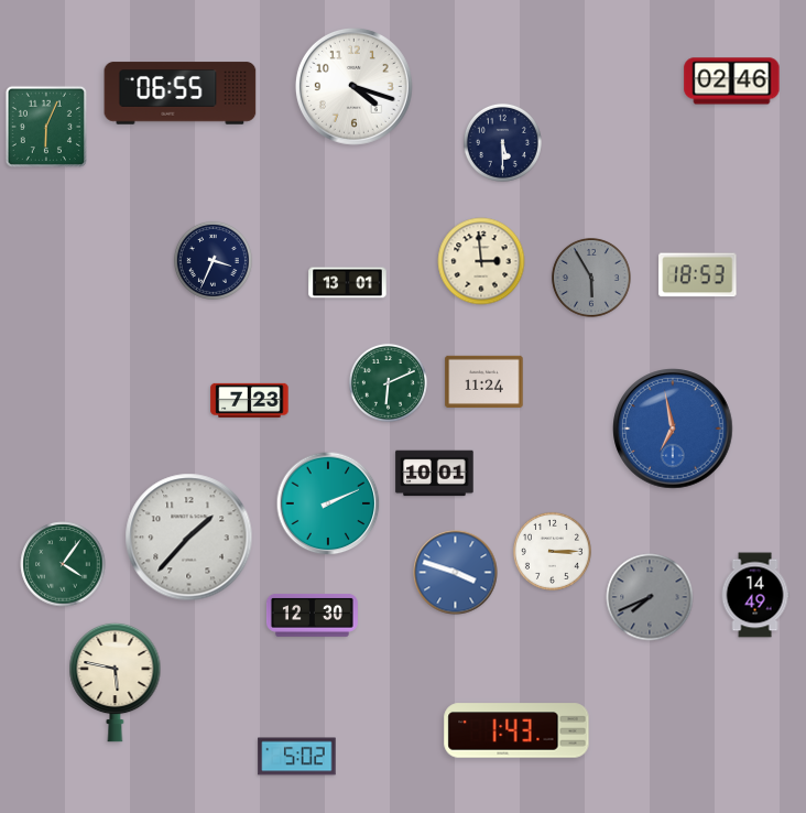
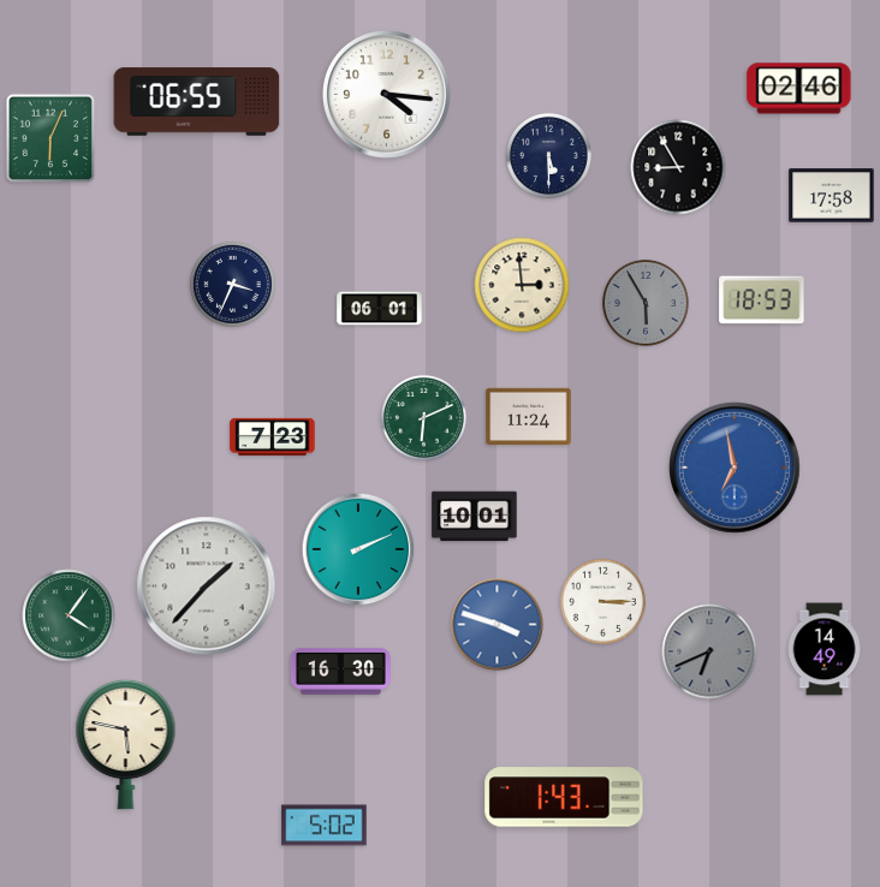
clock at (353, 86): 4:18 -> 4:16
clock at (678, 167): none -> 8:55
clock at (832, 196): none -> 17:58
clock at (481, 261) position: (481, 261) -> (522, 285)
clock at (348, 283): 13:01 -> 06:01
clock at (650, 597): 7:41 -> 6:41
clock at (312, 616): 12:30 -> 16:30
